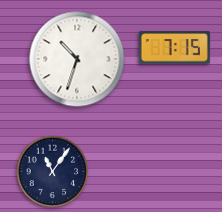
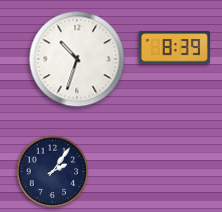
clock at (174, 48): 7:15 -> 8:39
clock at (53, 172): 11:06 -> 2:06
